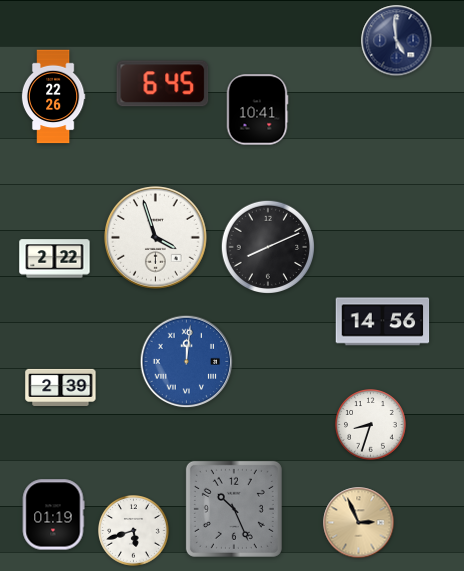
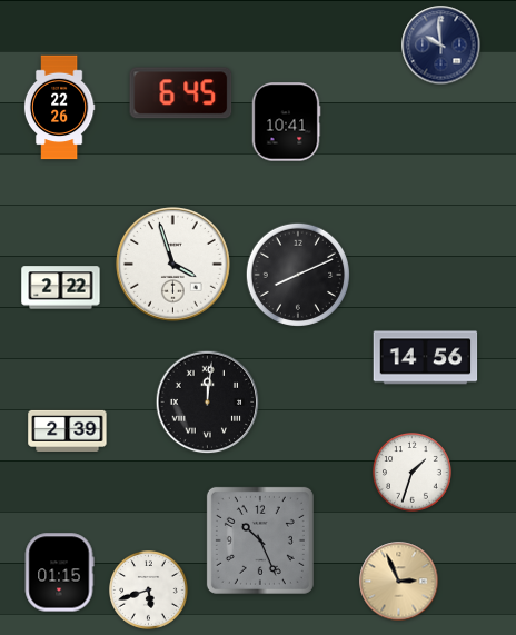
clock at (397, 41): 4:59 -> 9:59
clock at (187, 362) dial: blue -> black
clock at (371, 425): 8:33 -> 1:33
clock at (234, 509) position: (234, 509) -> (260, 540)
clock at (53, 515): 01:19 -> 01:15
